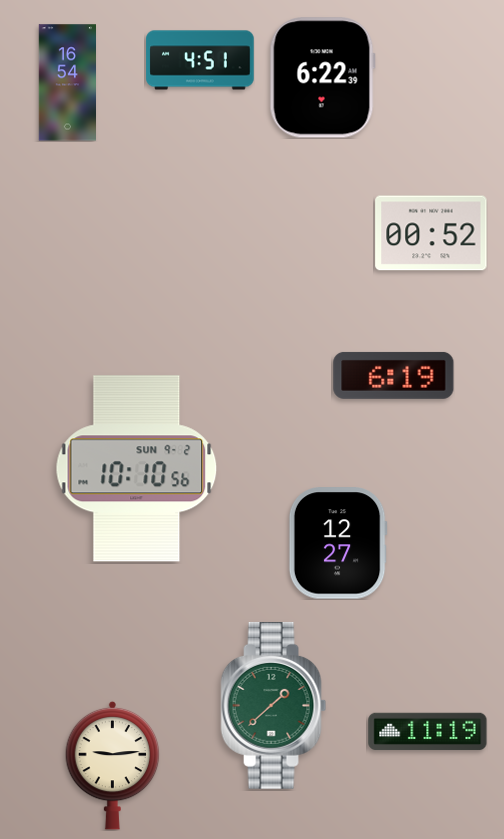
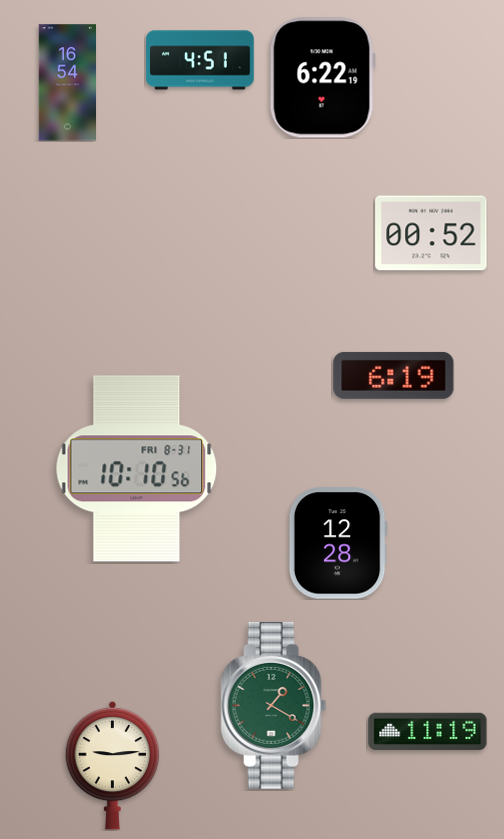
clock at (322, 78): 6:22:39 -> 6:22:19
clock at (137, 469) date: SUN 9-2 -> FRI 8-31
clock at (338, 543): 12:27 -> 12:28
clock at (274, 705): 1:38 -> 1:20
